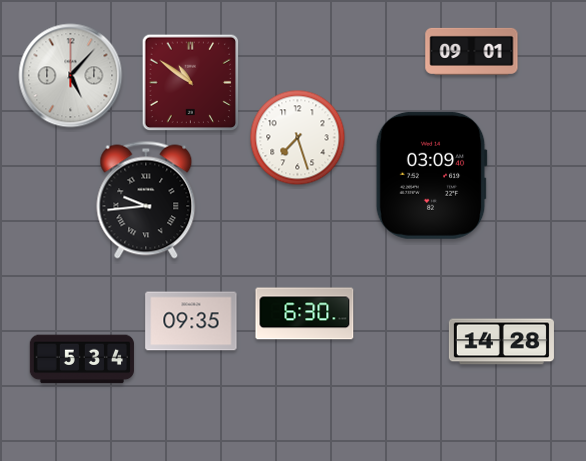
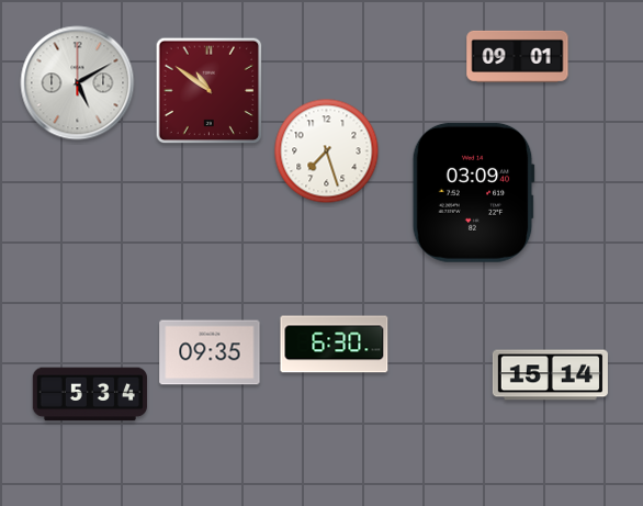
clock at (71, 76): 5:07 -> 5:10
clock at (146, 200): 9:44 -> none
clock at (501, 342): 14:28 -> 15:14
